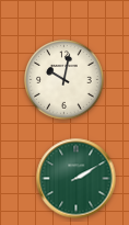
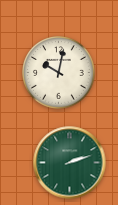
clock at (77, 179): 2:10 -> 2:12
